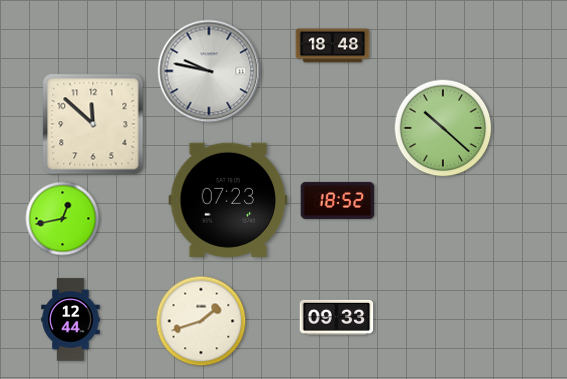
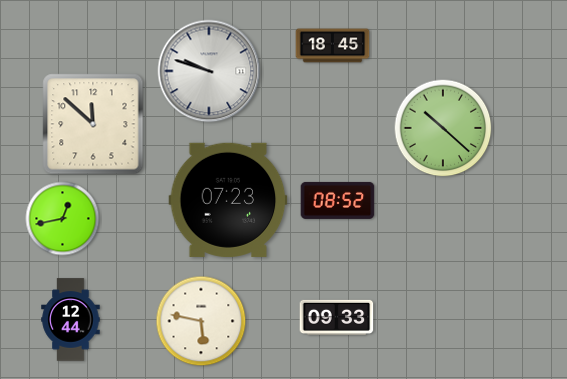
clock at (333, 46): 18:48 -> 18:45
clock at (209, 71): 9:47 -> 9:48
clock at (338, 200): 18:52 -> 08:52
clock at (201, 321): 1:42 -> 5:47
